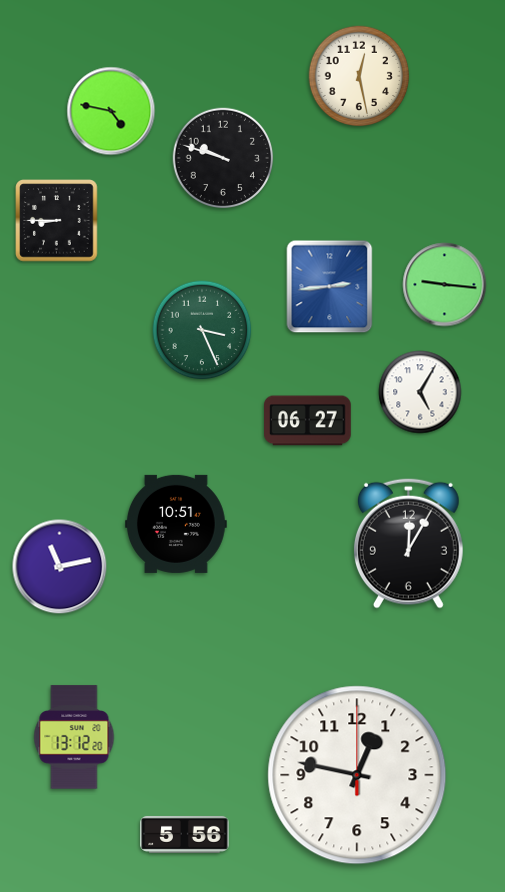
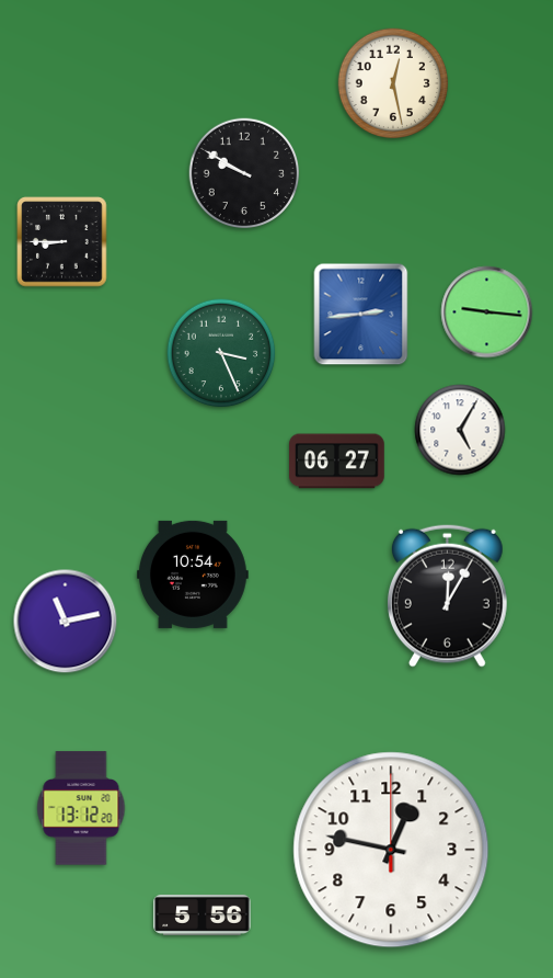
clock at (111, 111): 4:47 -> none
clock at (223, 158): 9:48 -> 9:50
clock at (202, 330) position: (202, 330) -> (221, 353)
clock at (176, 524): 10:51 -> 10:54
